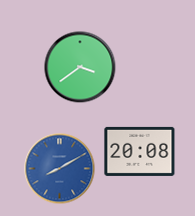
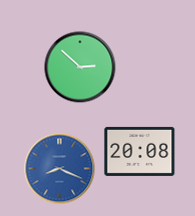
clock at (80, 67): 3:39 -> 2:52
clock at (60, 169): 8:10 -> 8:19
